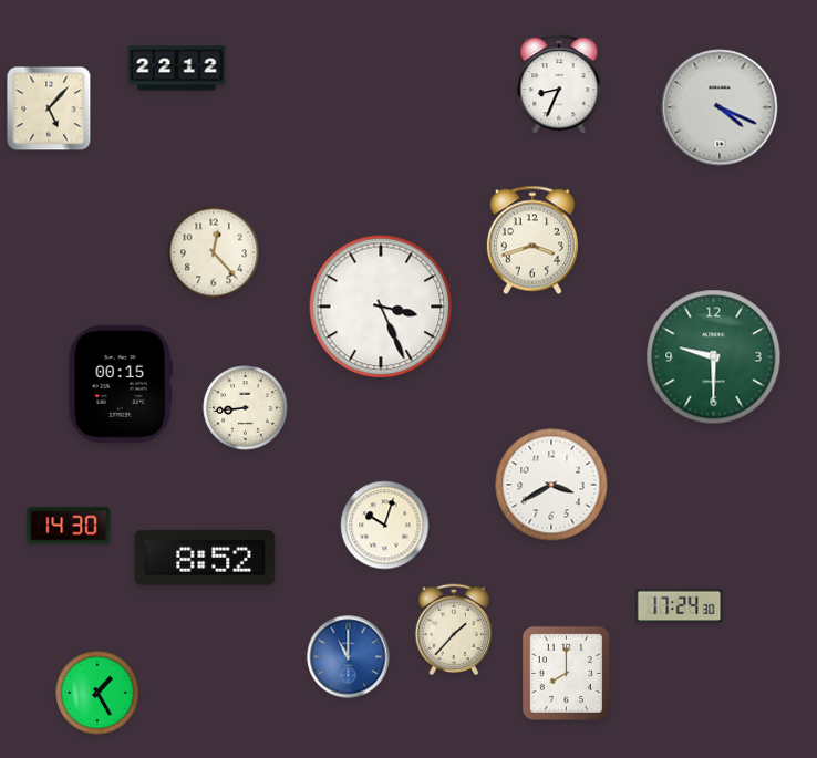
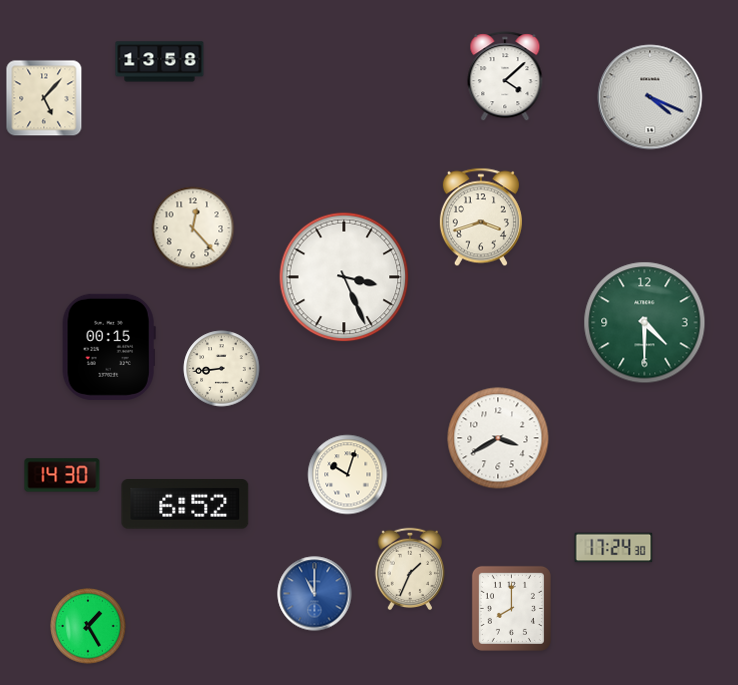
clock at (177, 69): 22:12 -> 13:58
clock at (559, 85): 8:34 -> 4:08
clock at (714, 357): 9:30 -> 4:30
clock at (205, 558): 8:52 -> 6:52
clock at (454, 629): 1:37 -> 1:34
